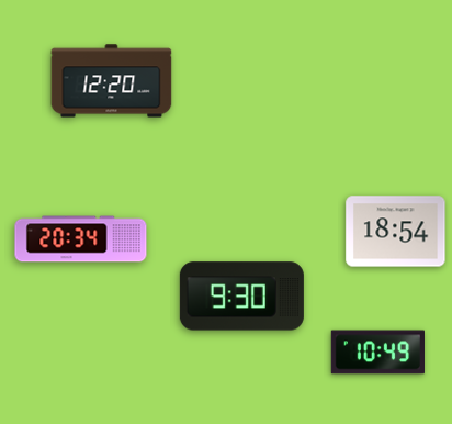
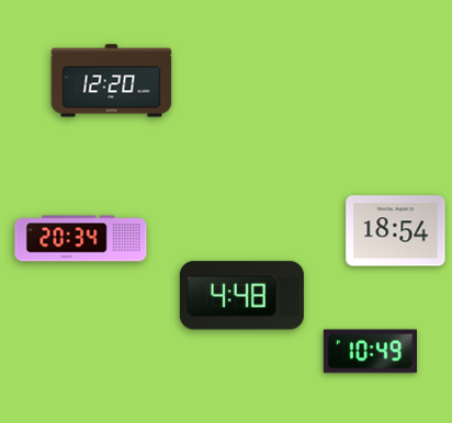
clock at (241, 297): 9:30 -> 4:48
clock at (377, 353) position: (377, 353) -> (370, 352)
